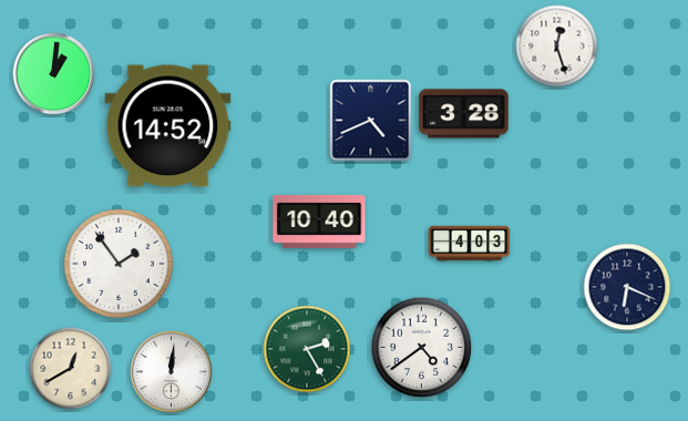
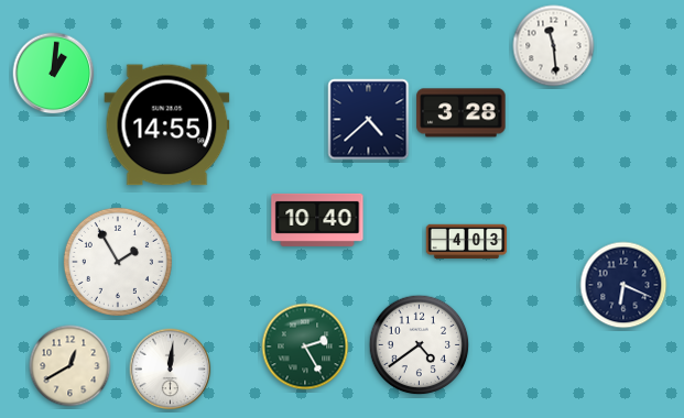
clock at (557, 47): 12:27 -> 11:29
clock at (371, 121): 4:41 -> 4:38
clock at (168, 126): 14:52 -> 14:55
clock at (119, 264): 1:54 -> 1:55
